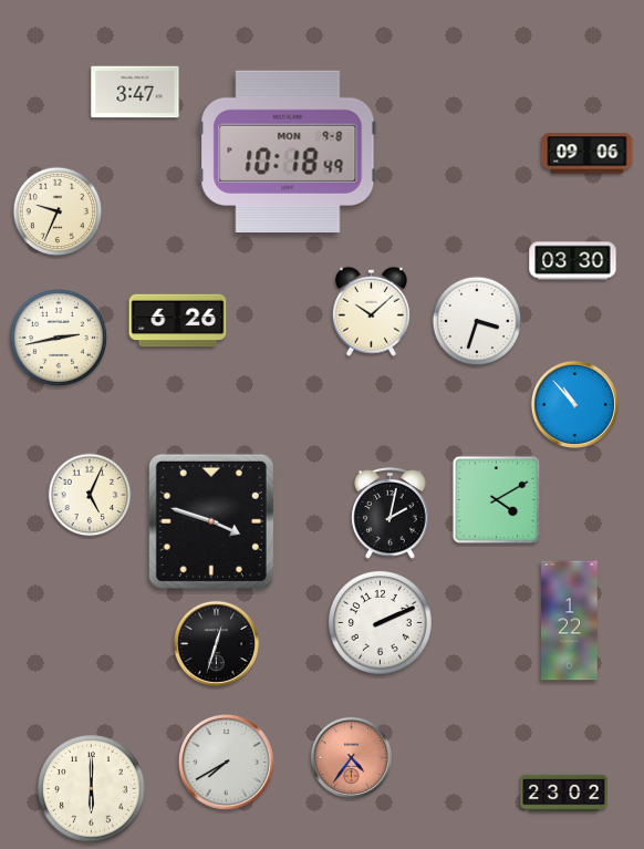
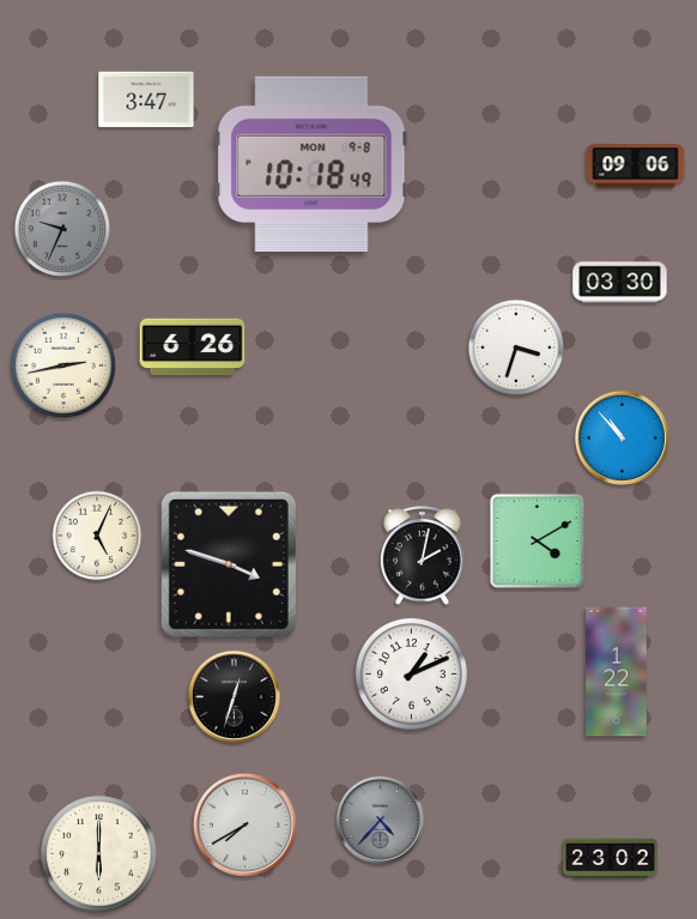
clock at (58, 211) dial: cream -> grey
clock at (371, 311): 10:08 -> none
clock at (381, 623): 2:11 -> 1:11
clock at (351, 757): 4:36 -> 4:37
clock at (351, 757) dial: salmon -> grey
